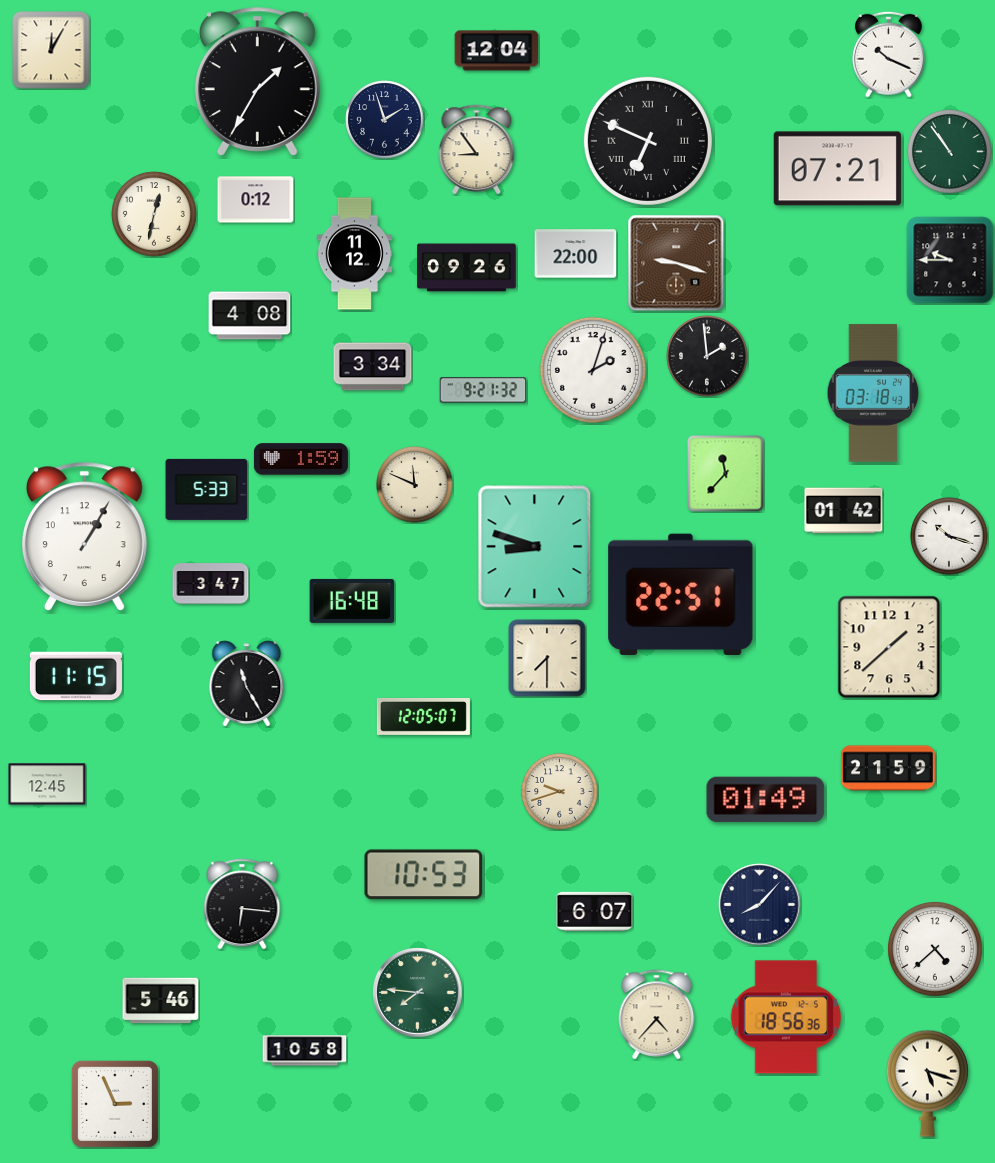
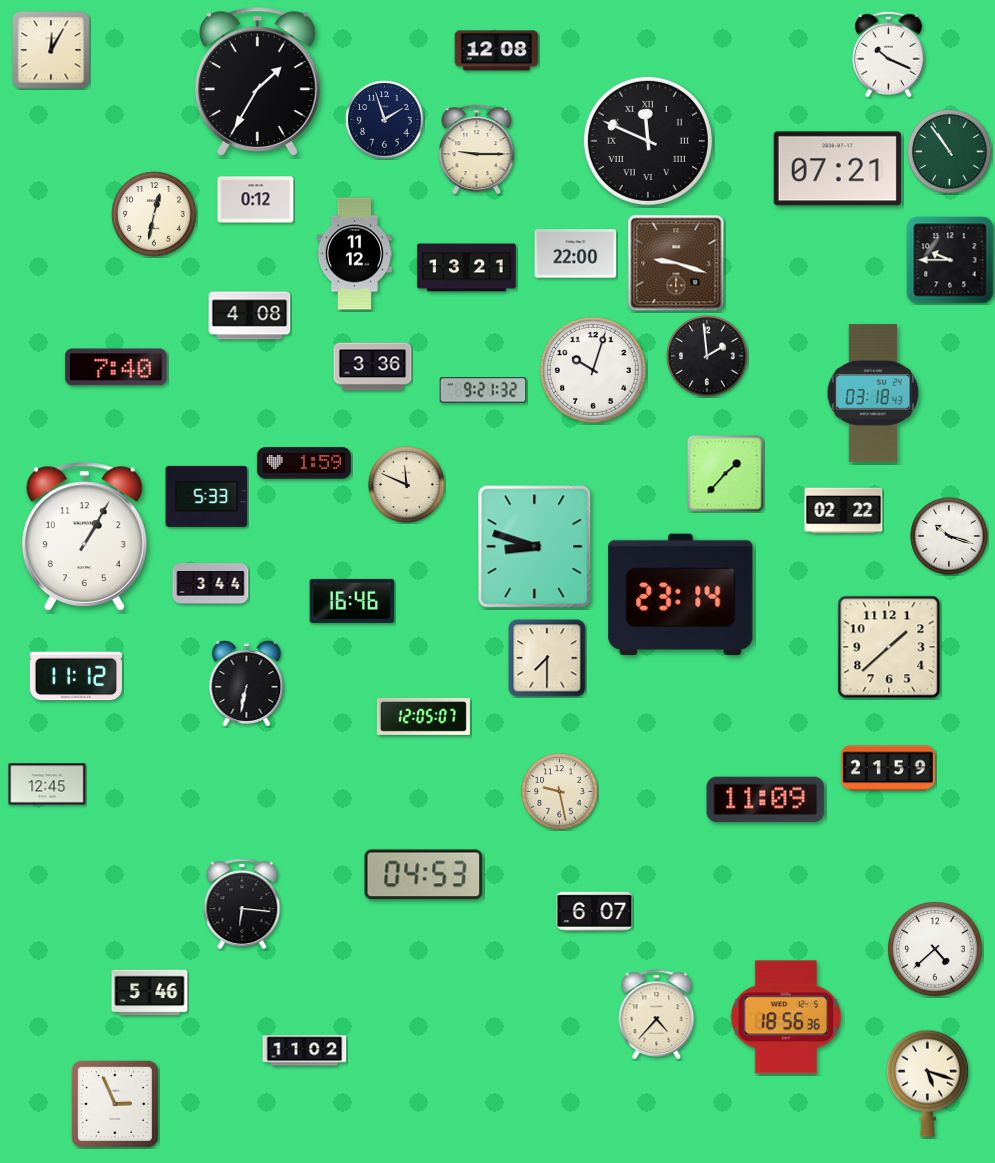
clock at (497, 51): 12:04 -> 12:08
clock at (648, 141): 6:49 -> 11:49
clock at (477, 149): 8:54 -> 9:15
clock at (467, 268): 09:26 -> 13:21
clock at (116, 367): none -> 7:40
clock at (373, 367): 3:34 -> 3:36
clock at (593, 370): 2:03 -> 10:03
clock at (301, 459) position: (301, 459) -> (304, 463)
clock at (726, 474): 11:37 -> 1:37
clock at (415, 485) position: (415, 485) -> (407, 485)
clock at (207, 489) position: (207, 489) -> (207, 496)
clock at (844, 511): 01:42 -> 02:22
clock at (211, 584): 3:47 -> 3:44
clock at (681, 594): 22:51 -> 23:14
clock at (352, 601): 16:48 -> 16:46
clock at (76, 676): 11:15 -> 11:12
clock at (247, 684): 11:25 -> 6:32
clock at (560, 792): 9:42 -> 9:28
clock at (766, 799): 01:49 -> 11:09
clock at (424, 875): 10:53 -> 04:53
clock at (760, 905): 8:07 -> none
clock at (418, 993): 7:46 -> none
clock at (161, 1001) position: (161, 1001) -> (150, 993)
clock at (305, 1051): 10:58 -> 11:02
